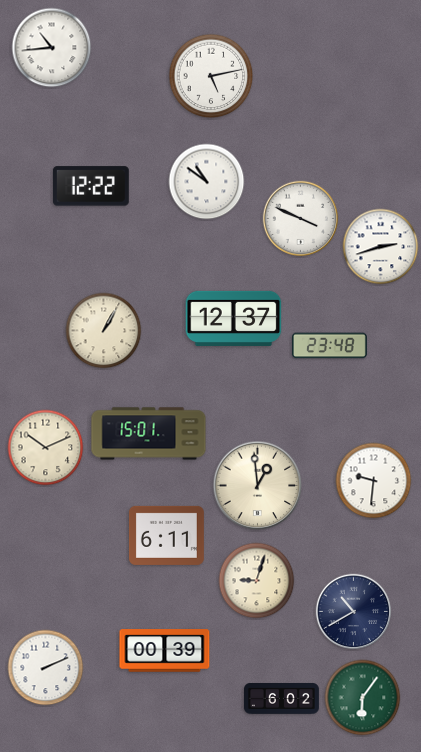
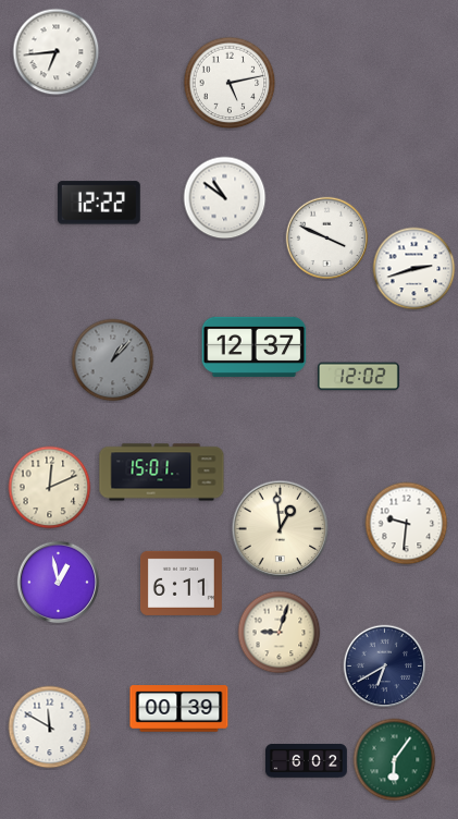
clock at (52, 48): 10:44 -> 6:44
clock at (104, 331): 1:05 -> 1:07
clock at (104, 331) dial: cream -> grey
clock at (330, 346): 23:48 -> 12:02
clock at (46, 448): 10:11 -> 12:11
clock at (59, 583): none -> 12:58
clock at (354, 612): 10:40 -> 6:40
clock at (46, 668): 2:11 -> 11:50
